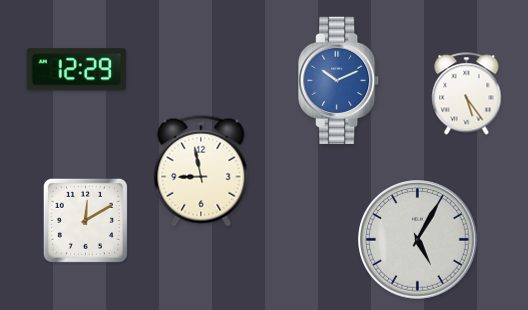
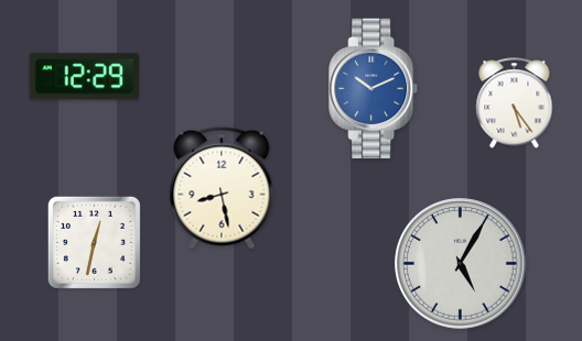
clock at (201, 171): 8:58 -> 8:28
clock at (85, 220): 12:10 -> 12:32
